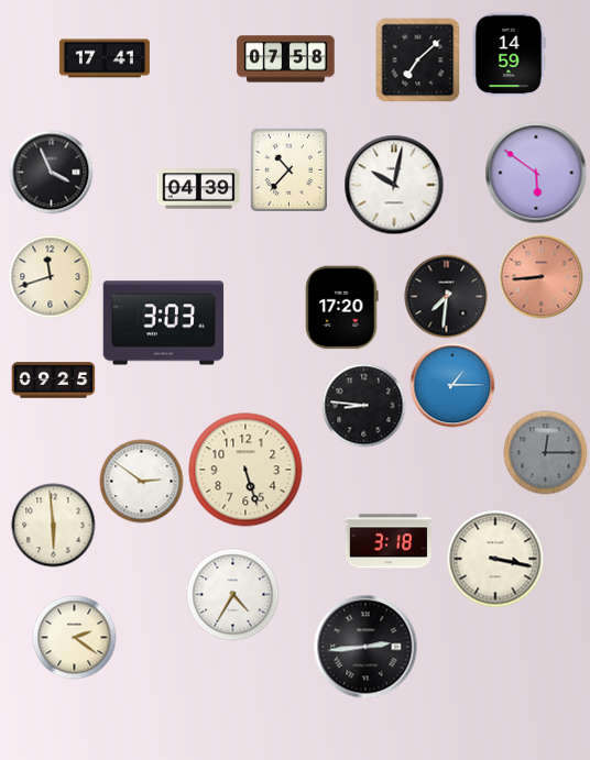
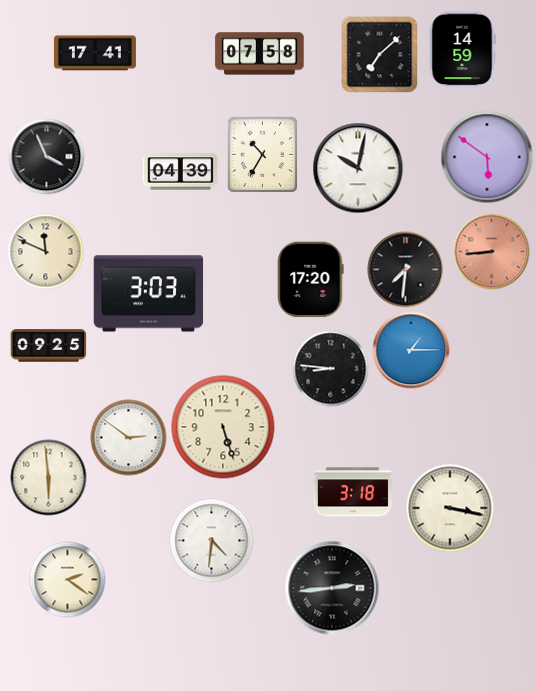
clock at (288, 169): 10:37 -> 10:35
clock at (51, 277): 11:42 -> 11:49
clock at (546, 453): 12:15 -> none
clock at (233, 595): 4:35 -> 4:31
